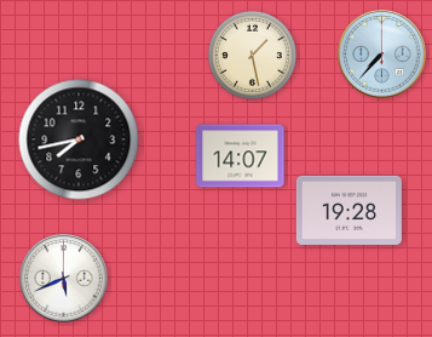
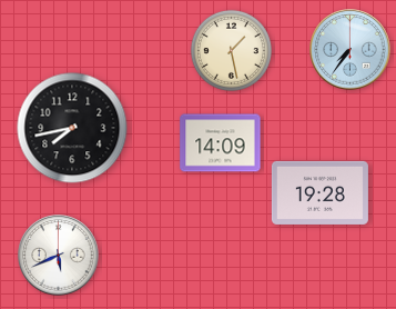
clock at (382, 55): 7:37 -> 7:36
clock at (241, 156): 14:07 -> 14:09
